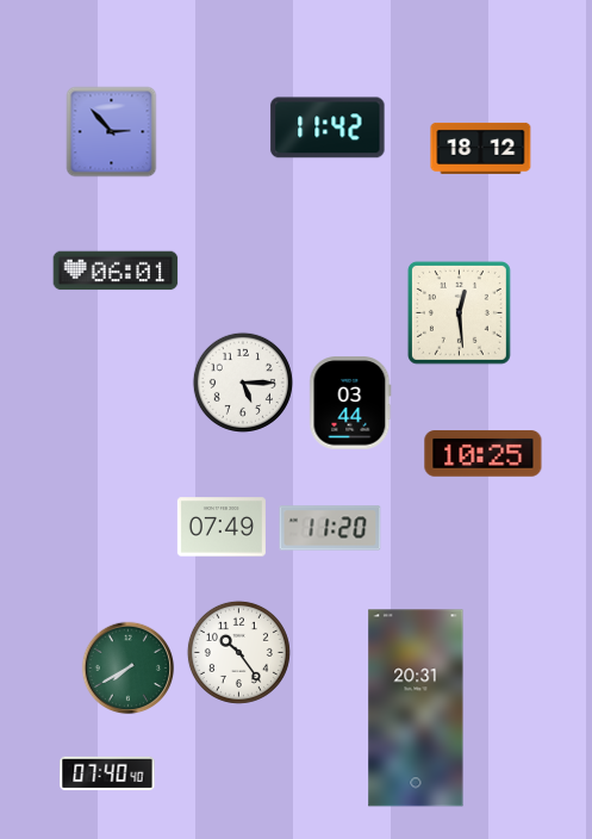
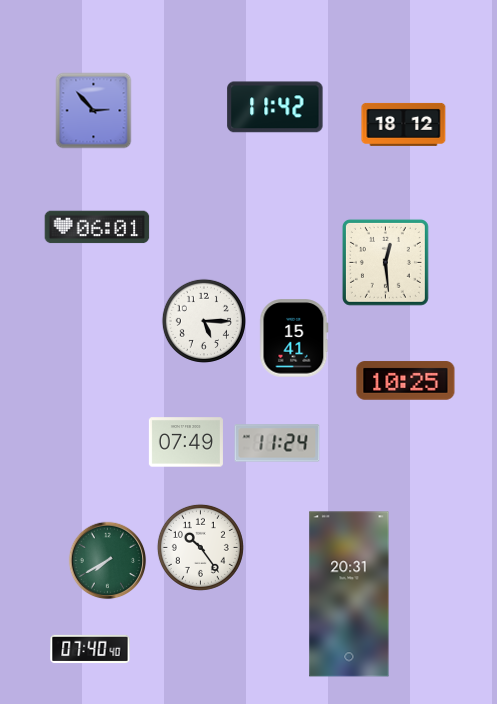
clock at (350, 403): 03:44 -> 15:41
clock at (330, 528): 11:20 -> 11:24
